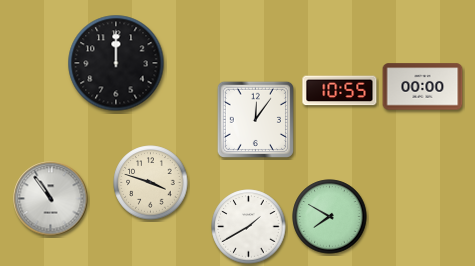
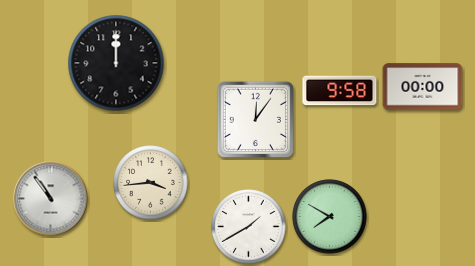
clock at (340, 91): 10:55 -> 9:58
clock at (151, 183): 3:48 -> 3:44
